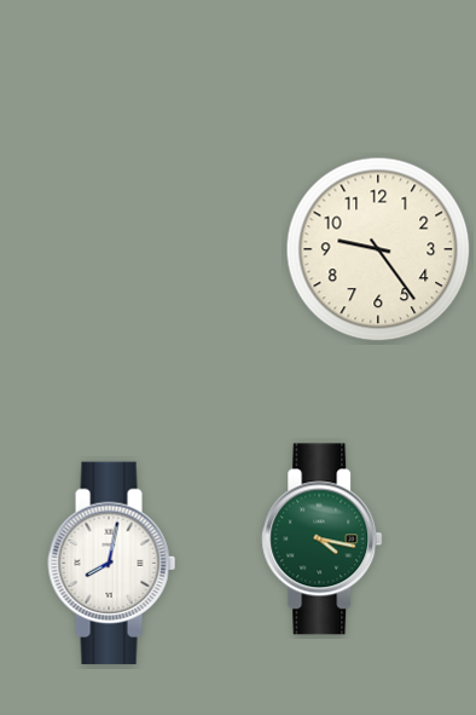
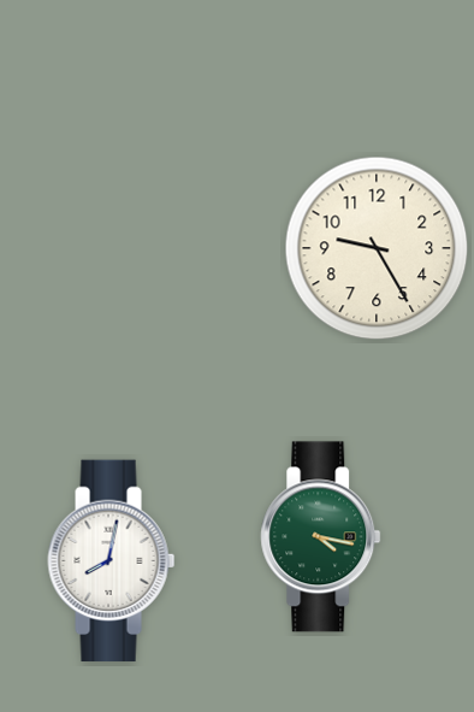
clock at (378, 249): 9:24 -> 9:25
